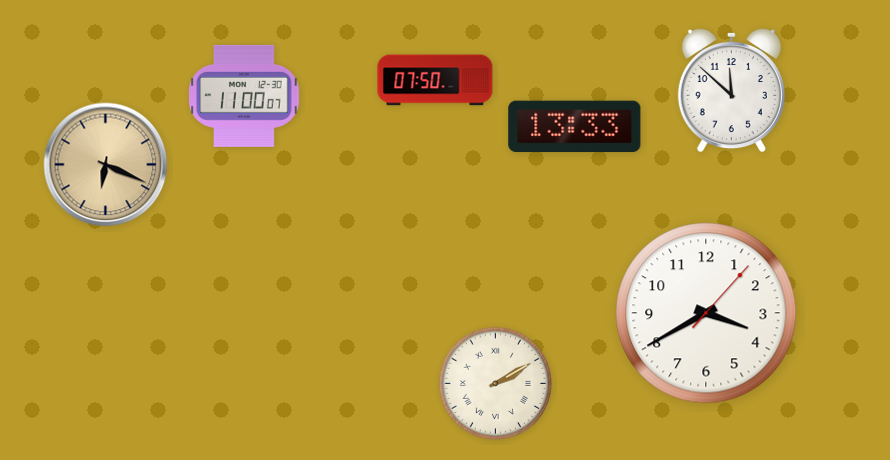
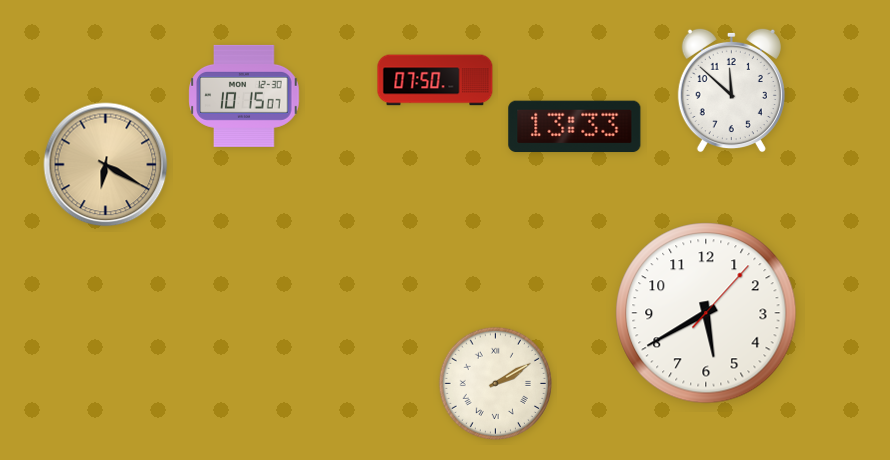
clock at (244, 96): 11:00 -> 10:15
clock at (106, 165): 6:19 -> 6:20
clock at (706, 313): 3:40 -> 5:40
